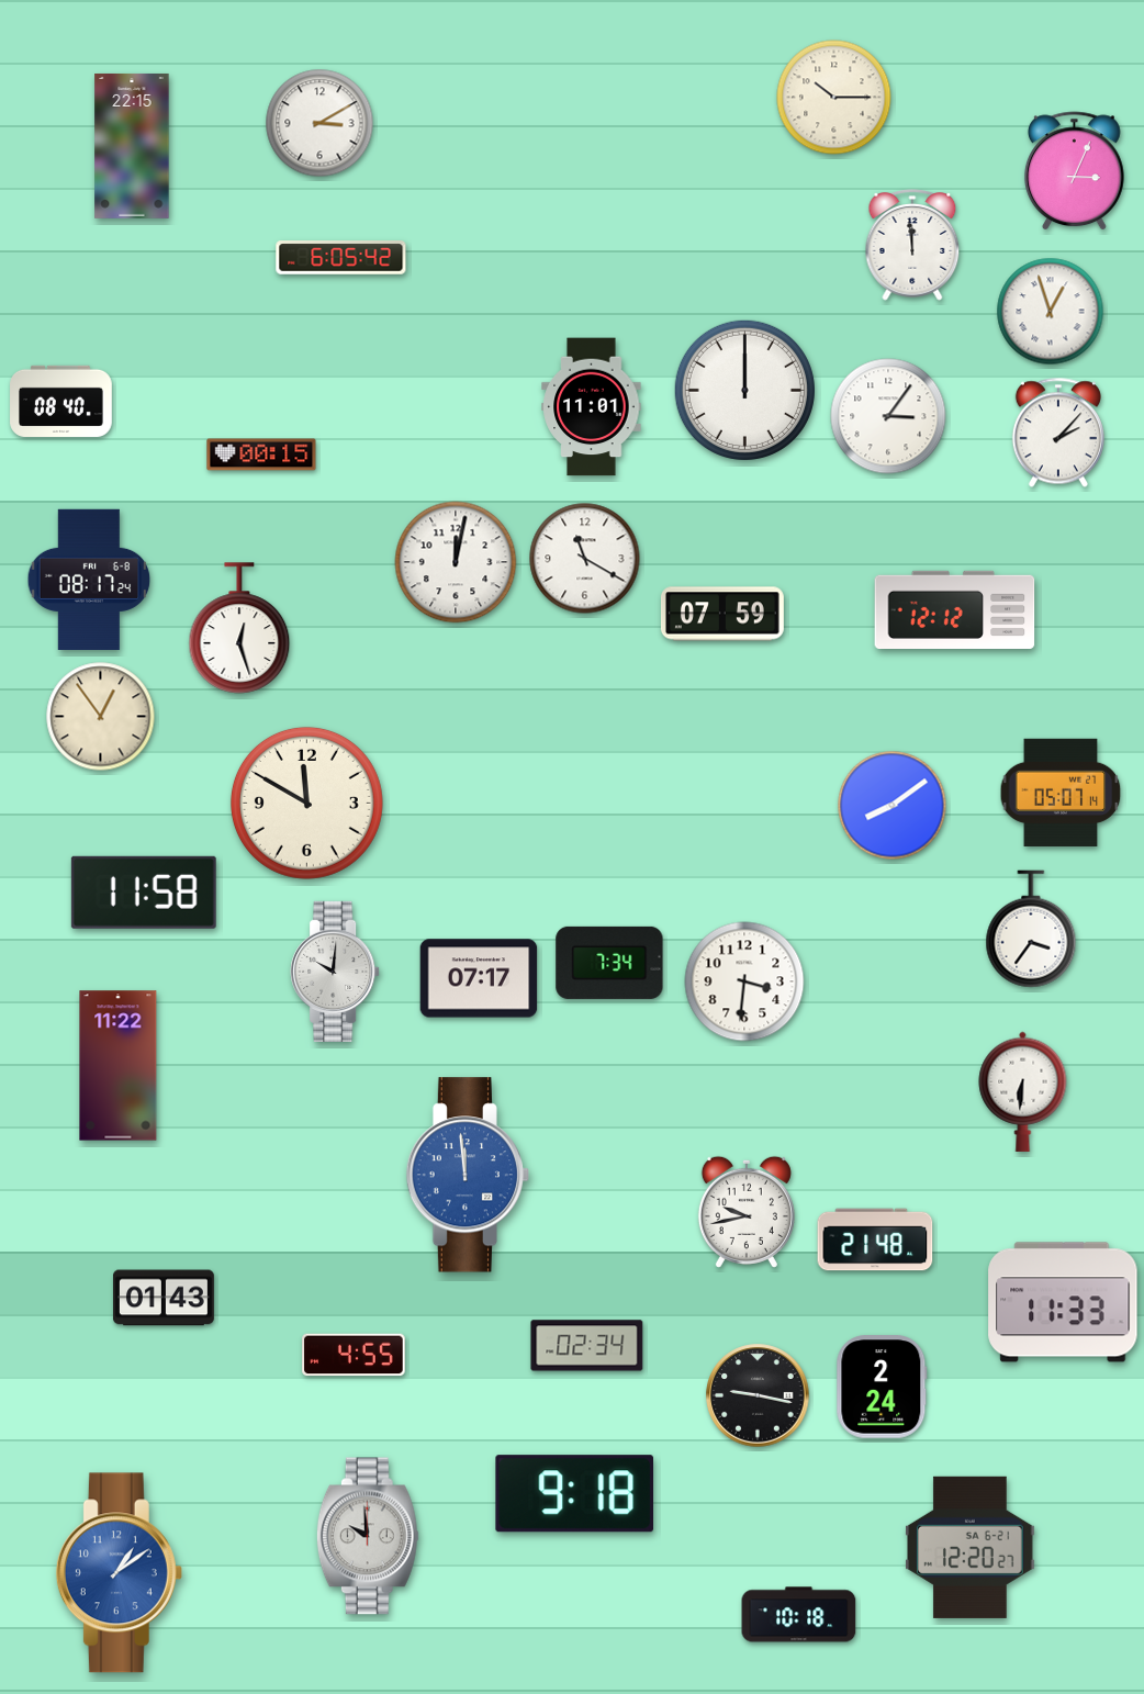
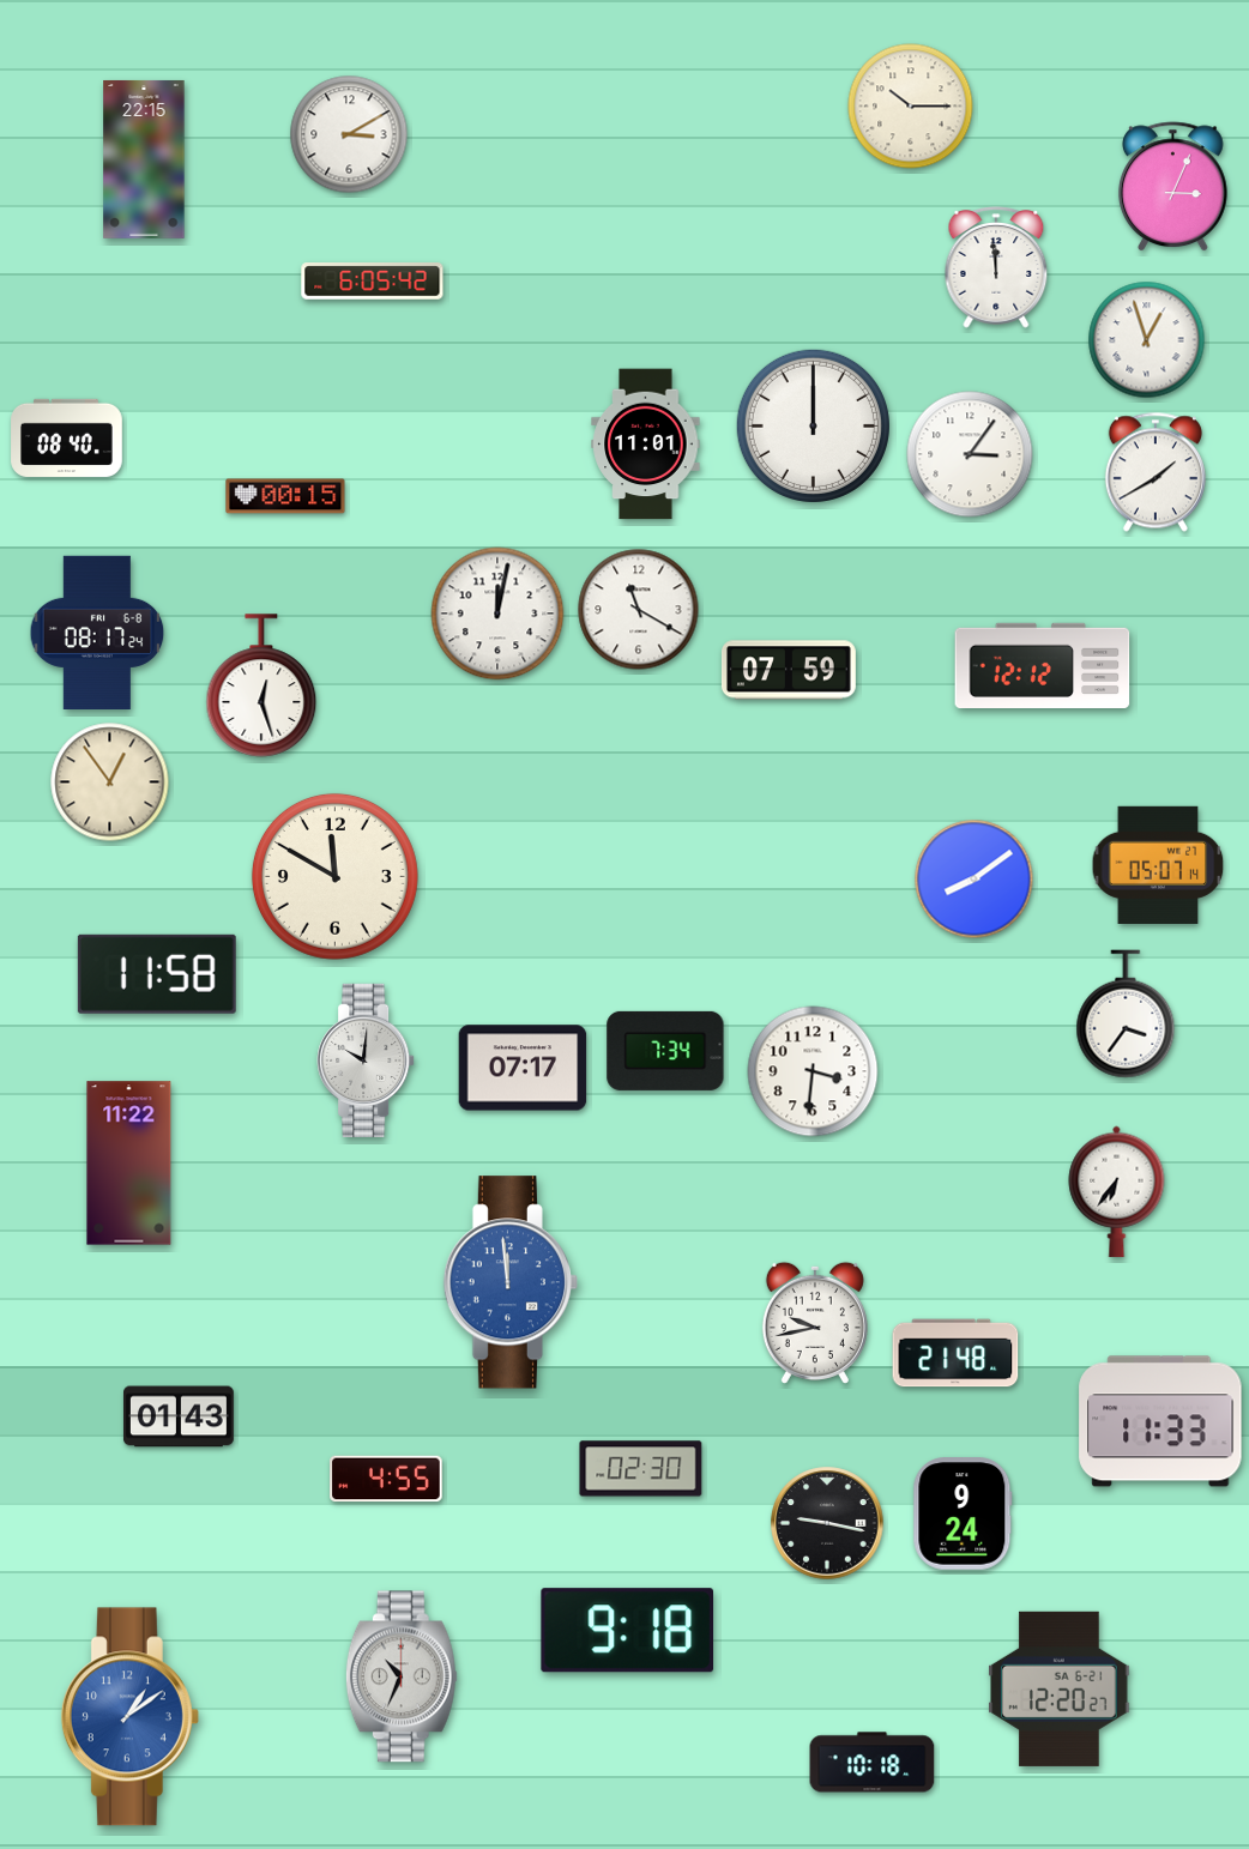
clock at (1058, 433): 2:07 -> 1:40
clock at (1023, 1091): 6:31 -> 6:36
clock at (587, 1346): 02:34 -> 02:30
clock at (882, 1387): 2:24 -> 9:24
clock at (368, 1536): 9:59 -> 10:34
